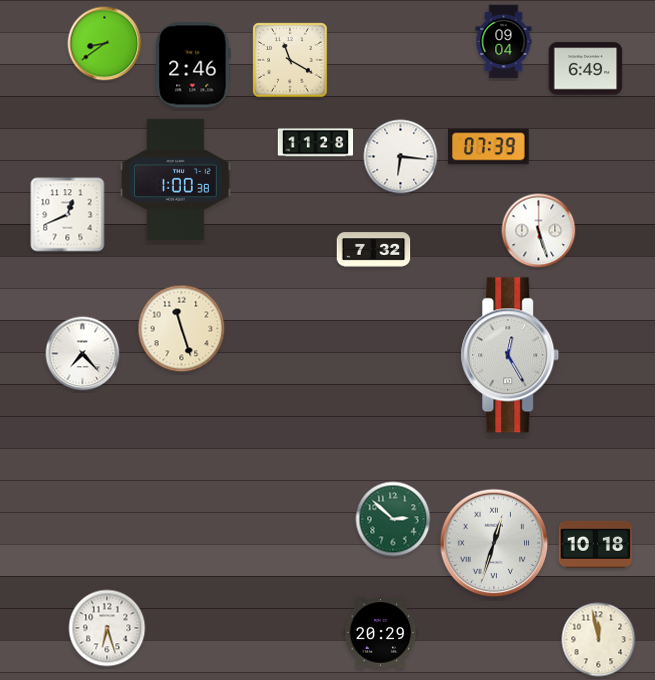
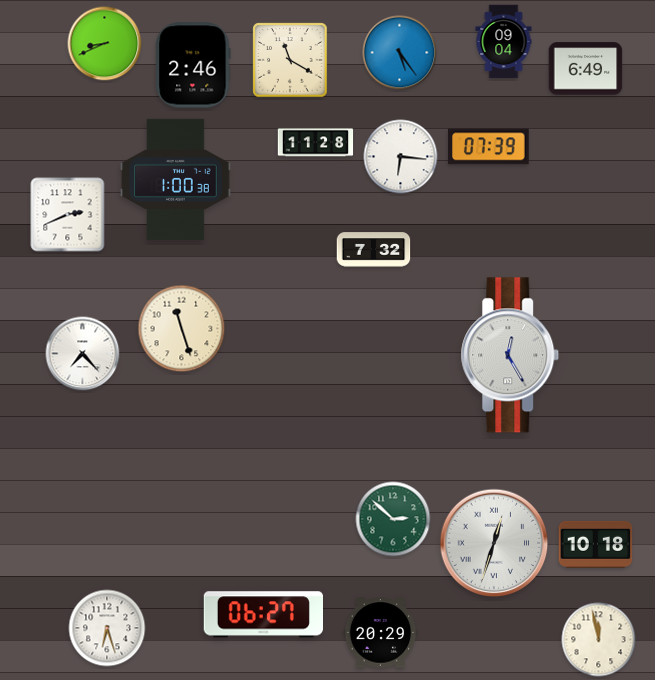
clock at (105, 44): 8:39 -> 8:41
clock at (400, 53): none -> 5:24
clock at (68, 215): 12:41 -> 2:41
clock at (539, 231): 5:27 -> none
clock at (263, 615): none -> 06:27
